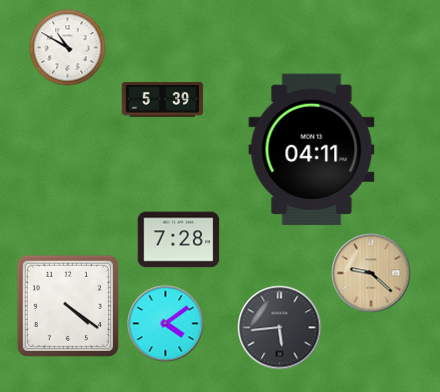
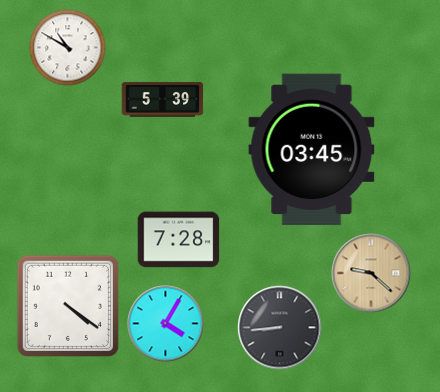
clock at (312, 150): 04:11 -> 03:45
clock at (166, 324): 4:09 -> 4:05
clock at (280, 328): 5:44 -> 8:44
